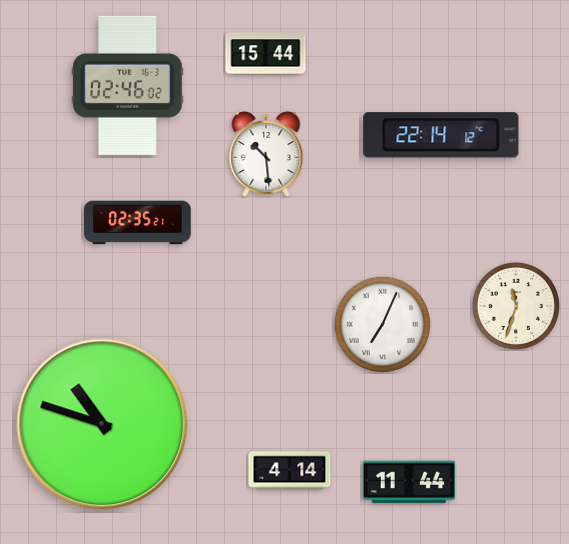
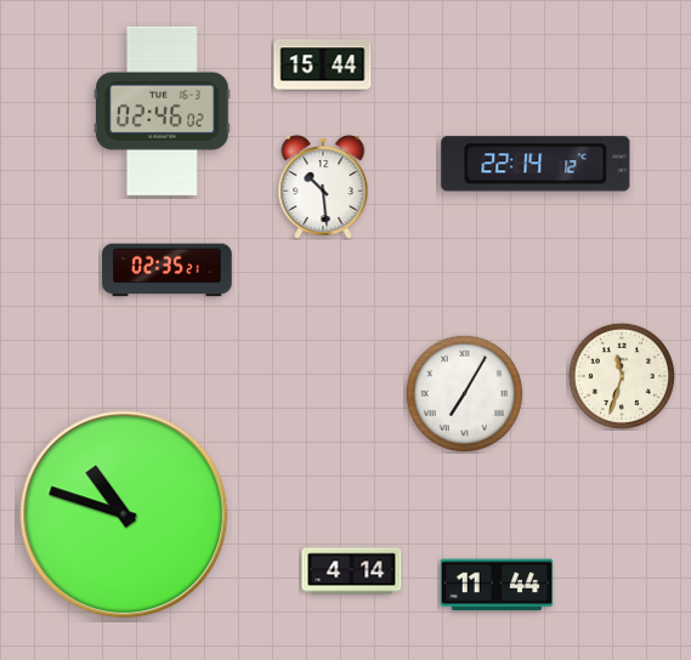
clock at (128, 85) position: (128, 85) -> (163, 110)
clock at (516, 306) position: (516, 306) -> (622, 376)
clock at (382, 324): 7:04 -> 7:05
